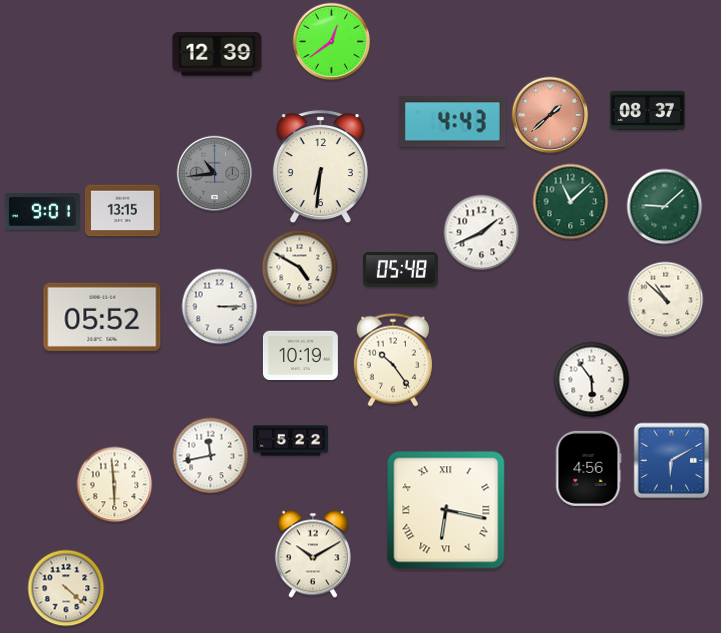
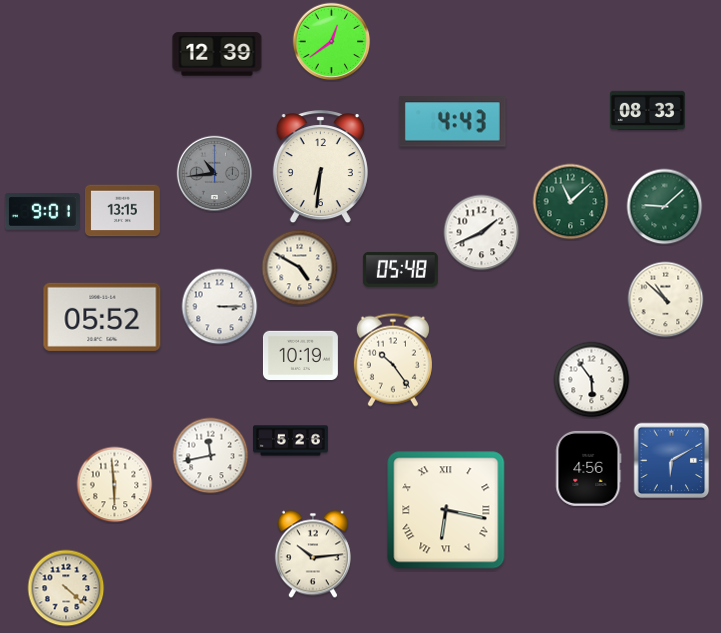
clock at (647, 111): 08:37 -> 08:33
clock at (550, 115): 1:38 -> none
clock at (291, 441): 5:22 -> 5:26
clock at (313, 554): 10:10 -> 10:14
